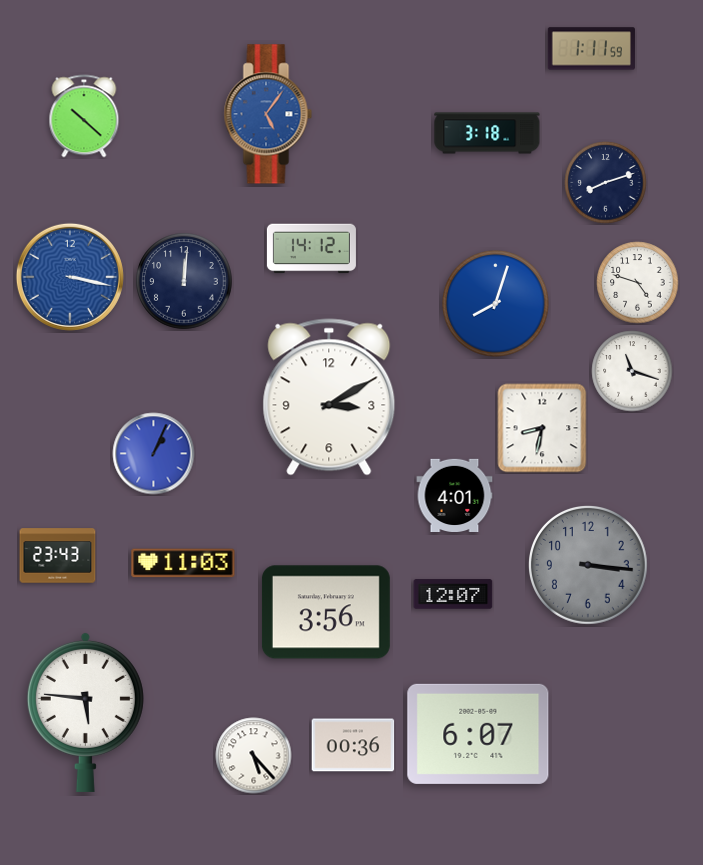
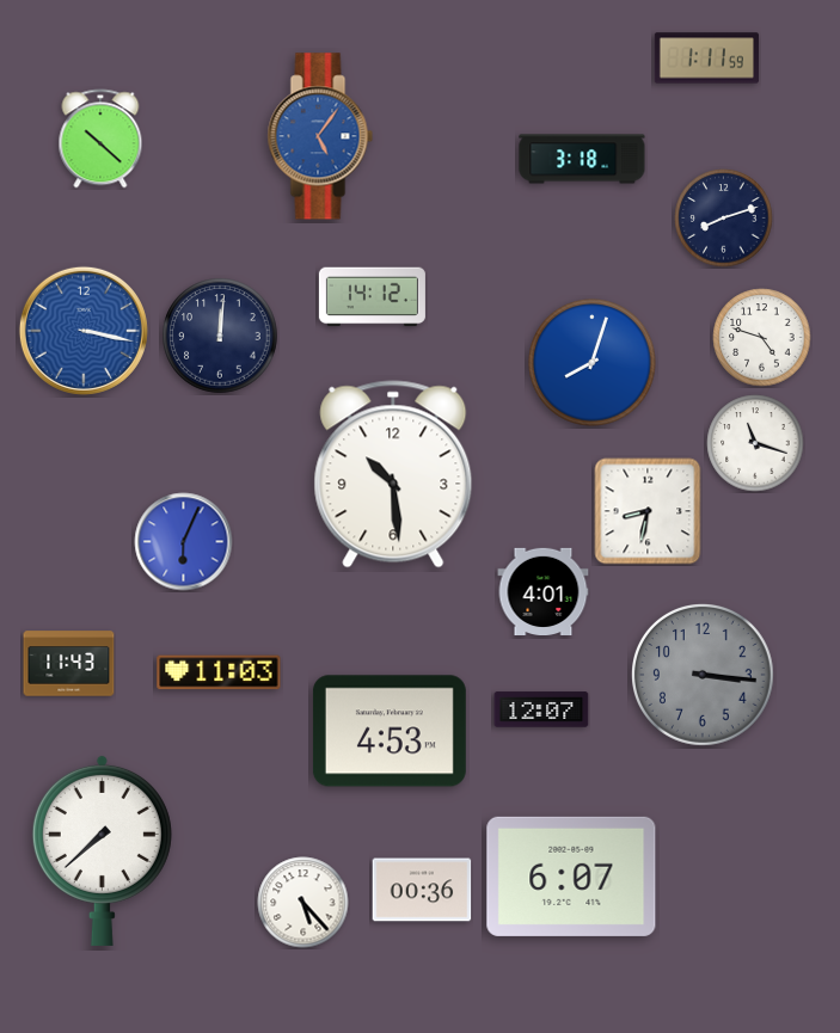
clock at (329, 397): 3:10 -> 10:29
clock at (154, 454): 1:04 -> 6:04
clock at (58, 556): 23:43 -> 11:43
clock at (326, 612): 3:56 -> 4:53
clock at (85, 712): 5:46 -> 7:38
